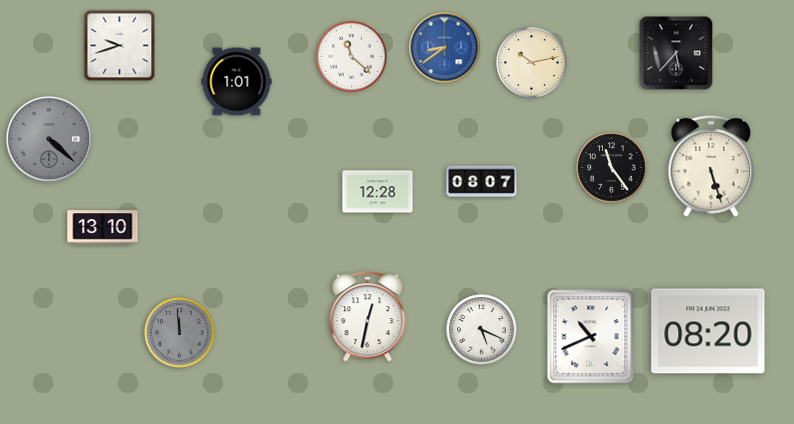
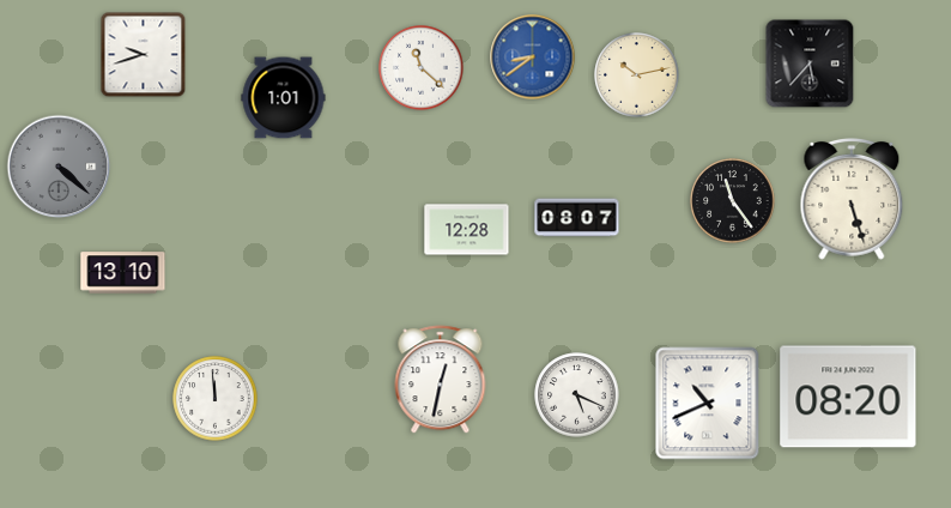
clock at (378, 192) position: (378, 192) -> (467, 230)
clock at (180, 333) dial: grey -> white
